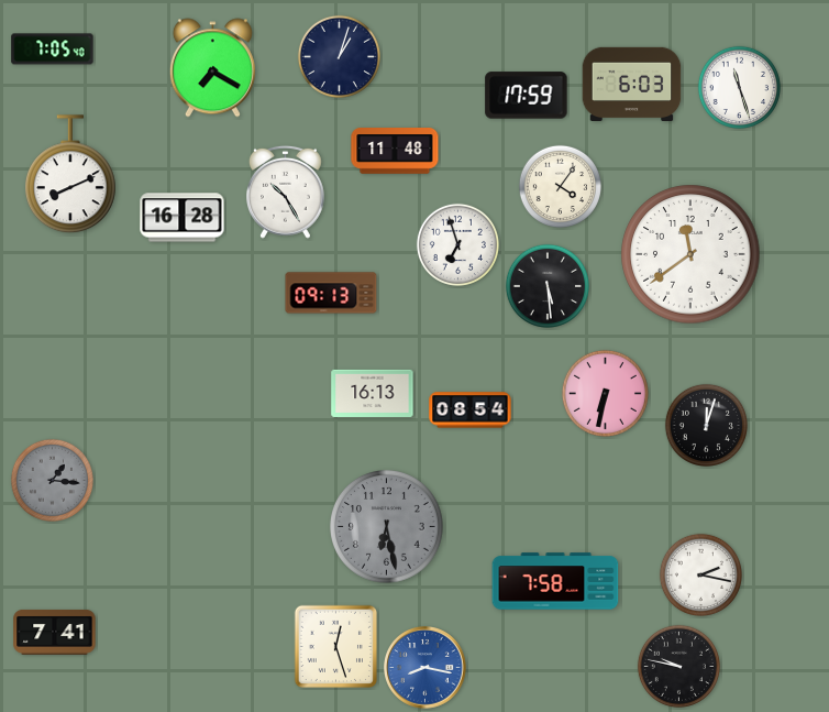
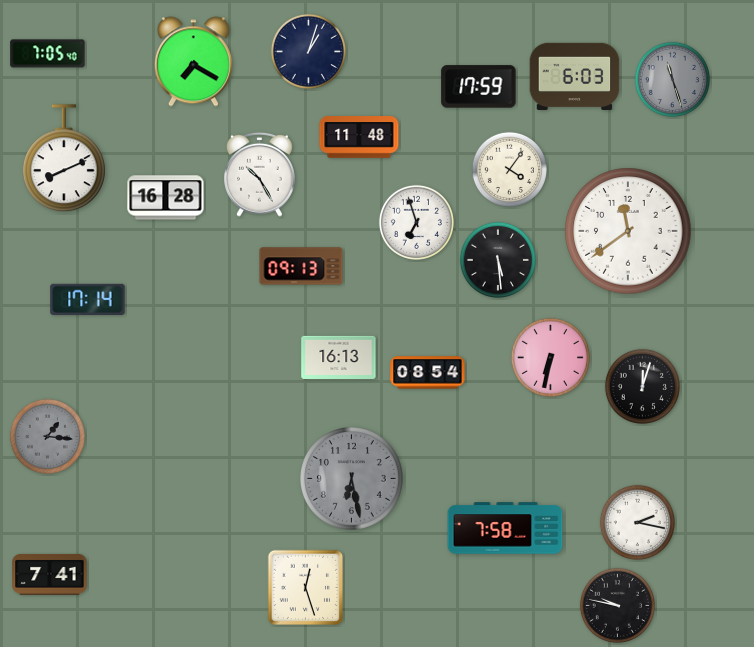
clock at (53, 50) position: (53, 50) -> (48, 54)
clock at (739, 87) dial: white -> grey
clock at (88, 299): none -> 17:14
clock at (425, 668): 8:17 -> none
